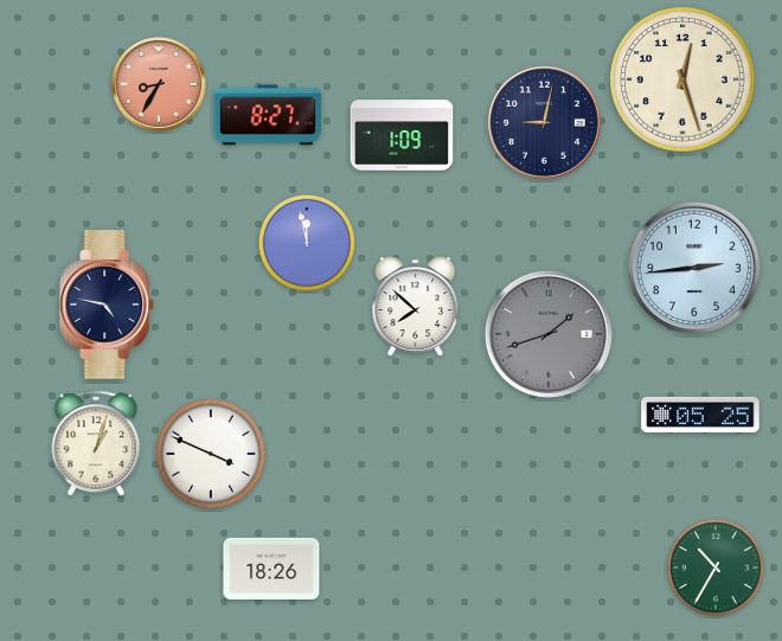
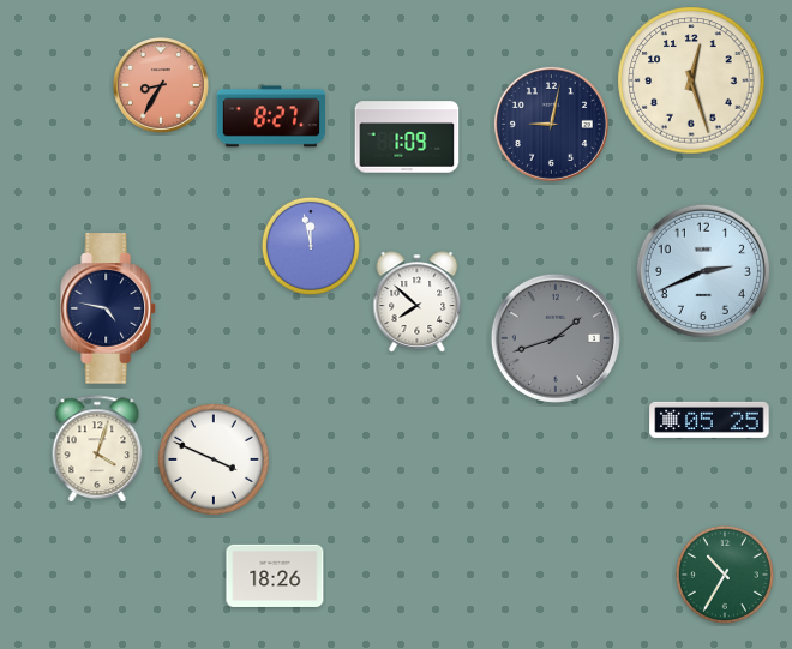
clock at (694, 268): 2:44 -> 2:41
clock at (416, 307) position: (416, 307) -> (418, 302)
clock at (96, 444): 1:03 -> 4:03
